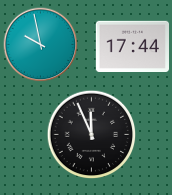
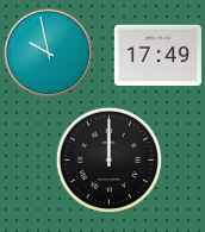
clock at (132, 46): 17:44 -> 17:49
clock at (92, 135): 11:56 -> 12:00
